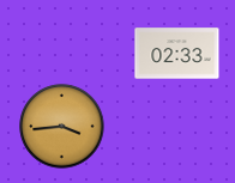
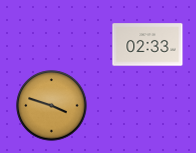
clock at (62, 127): 3:44 -> 3:48
